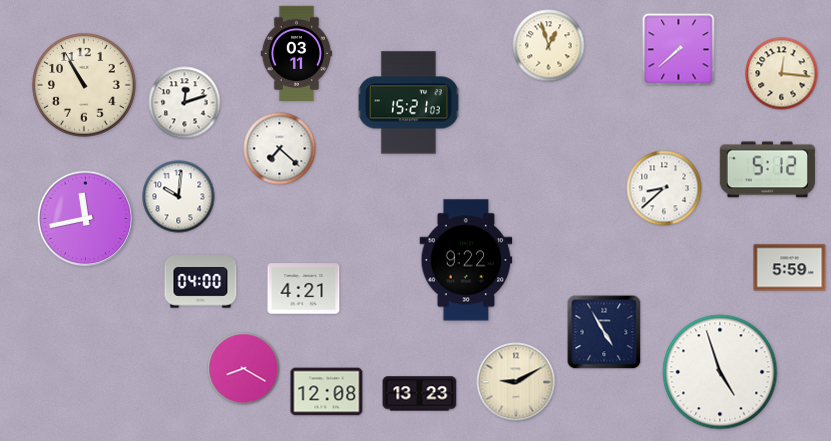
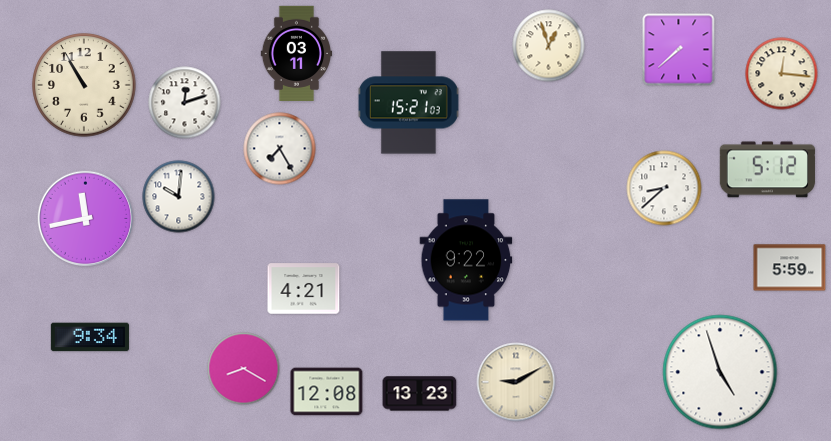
clock at (280, 149): 7:22 -> 7:25
clock at (201, 282): 04:00 -> none
clock at (604, 332): 4:55 -> none
clock at (90, 337): none -> 9:34
